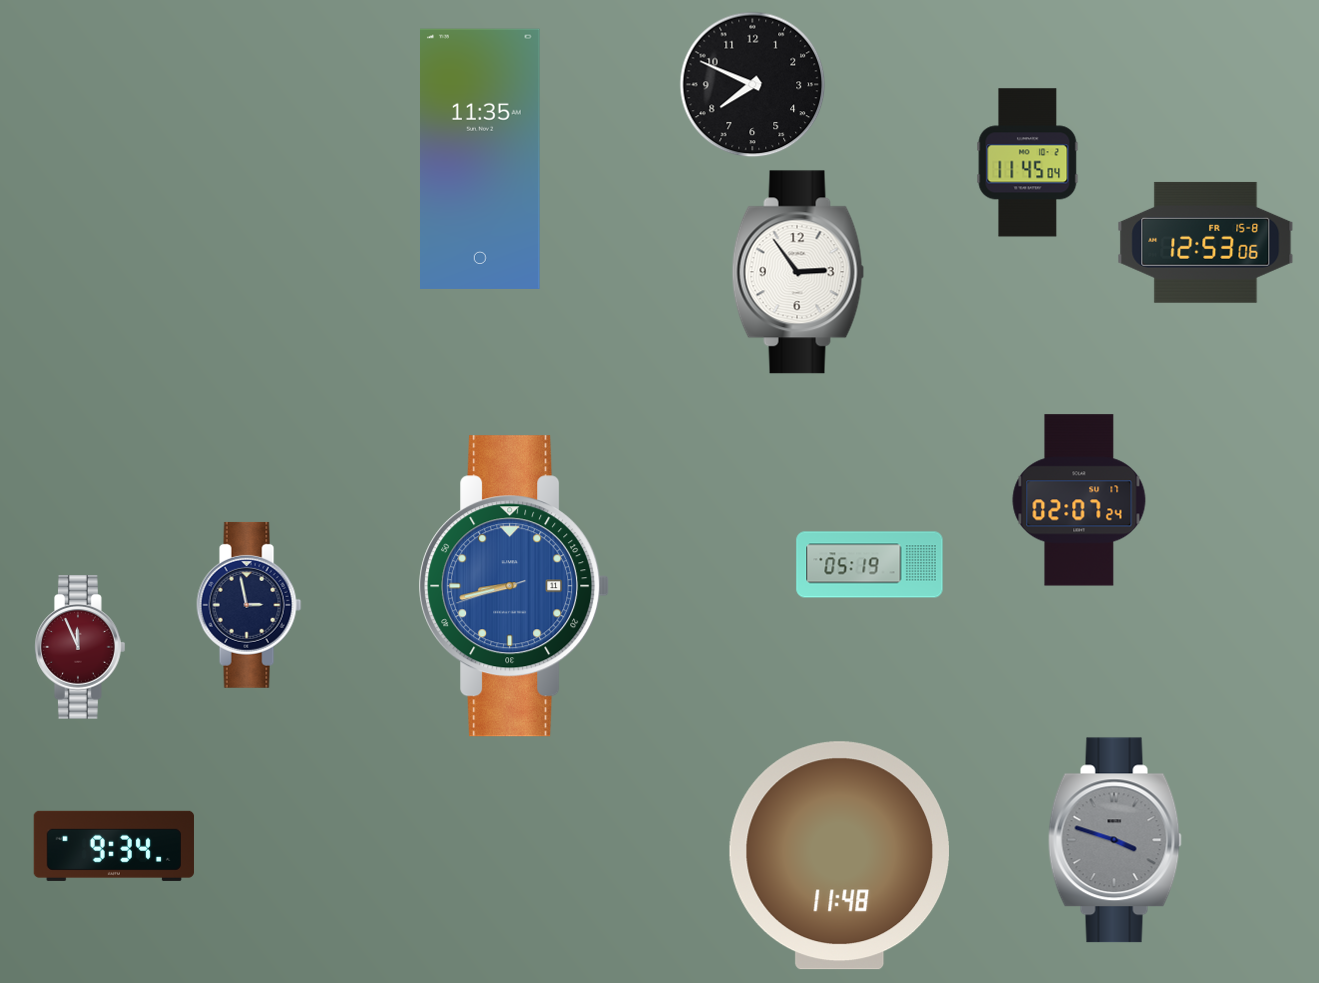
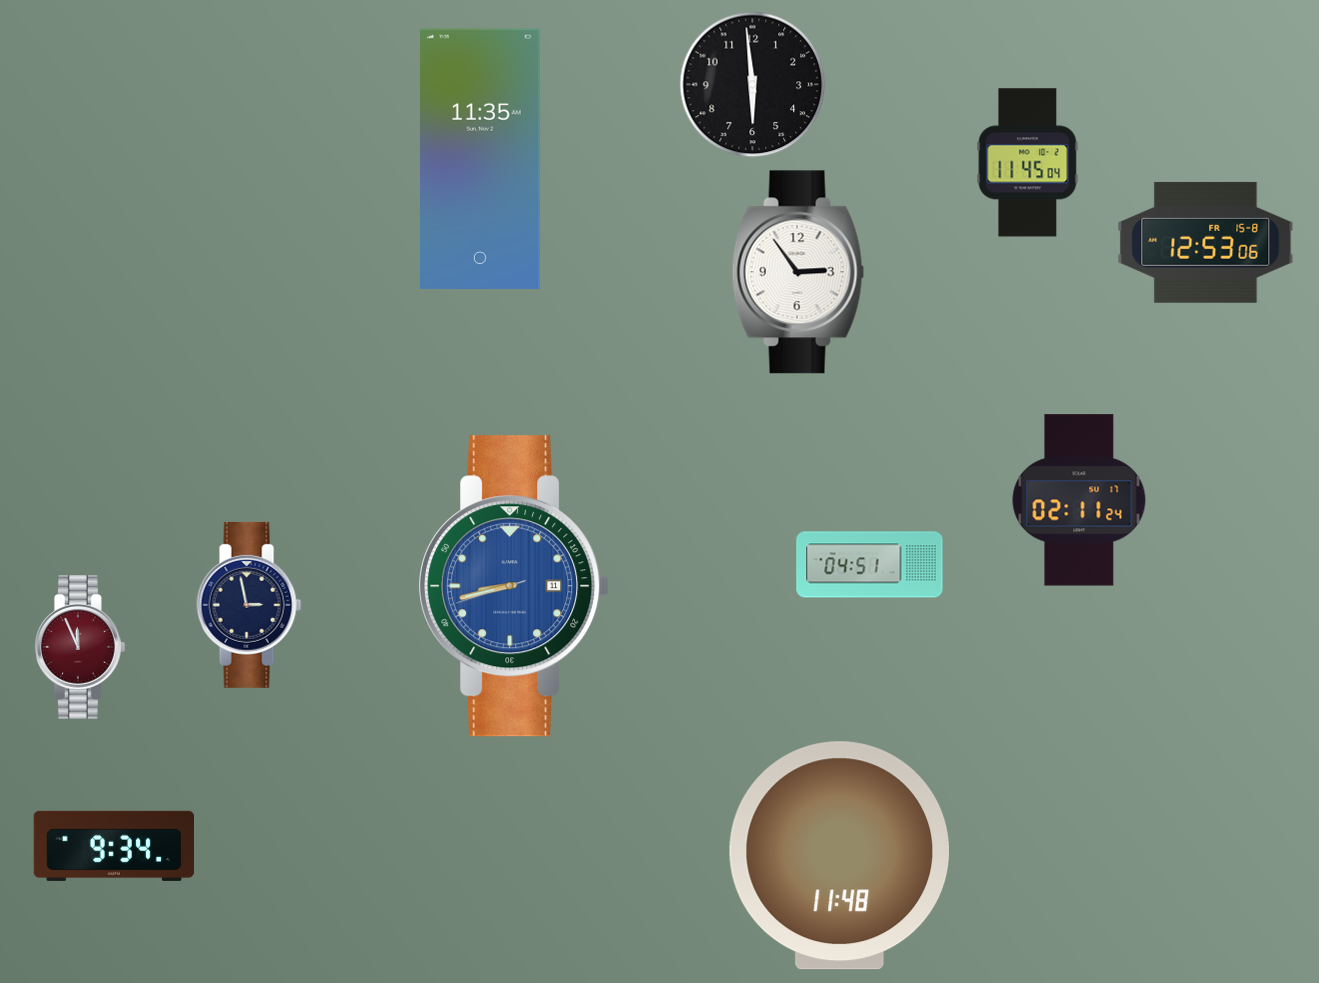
clock at (753, 85): 7:49 -> 5:59
clock at (1079, 500): 02:07 -> 02:11
clock at (870, 565): 05:19 -> 04:51
clock at (1115, 840): 3:48 -> none
